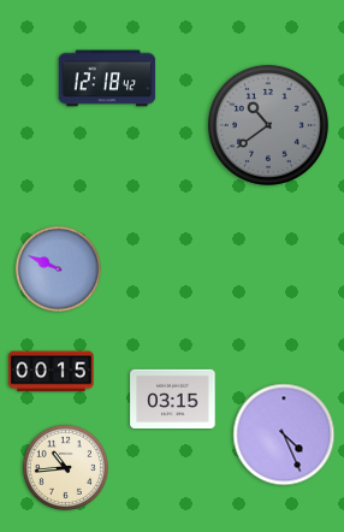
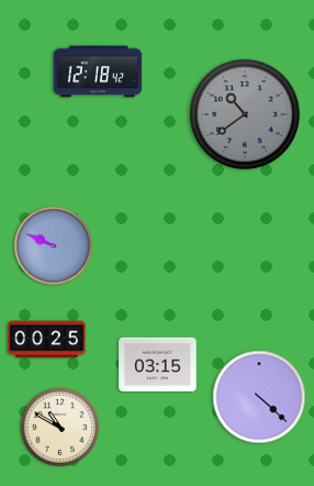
clock at (52, 372): 00:15 -> 00:25
clock at (284, 435): 4:26 -> 4:22
clock at (65, 467): 10:44 -> 10:50
